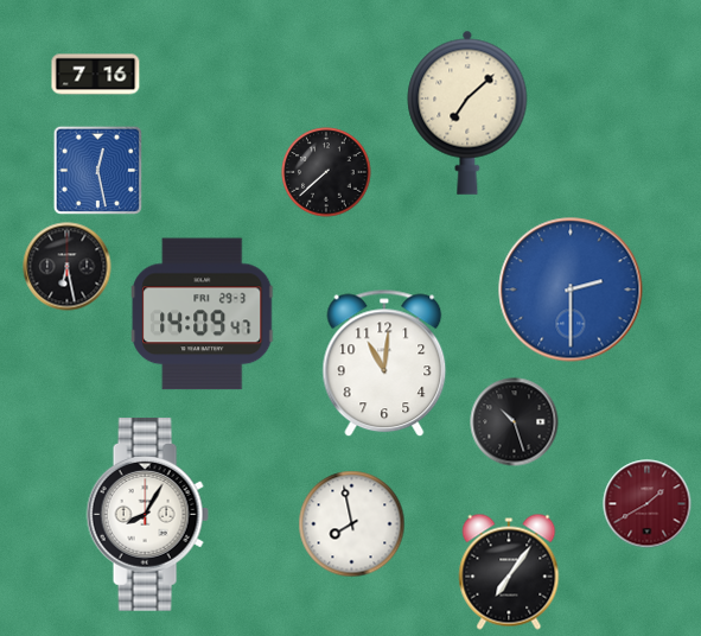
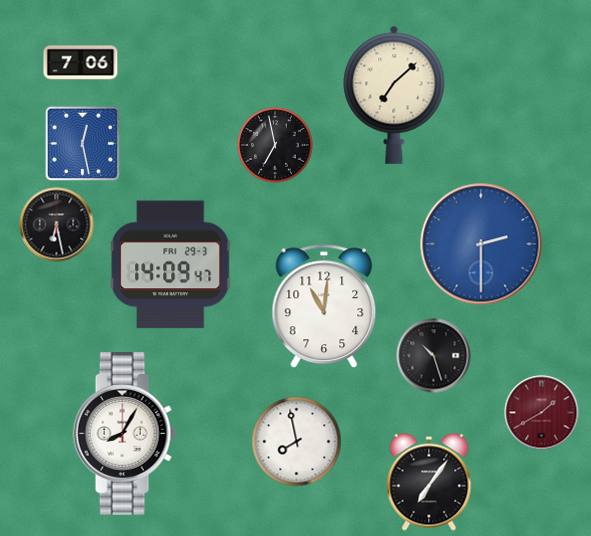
clock at (96, 75): 7:16 -> 7:06
clock at (326, 172): 7:38 -> 6:58
clock at (648, 504) position: (648, 504) -> (542, 413)
